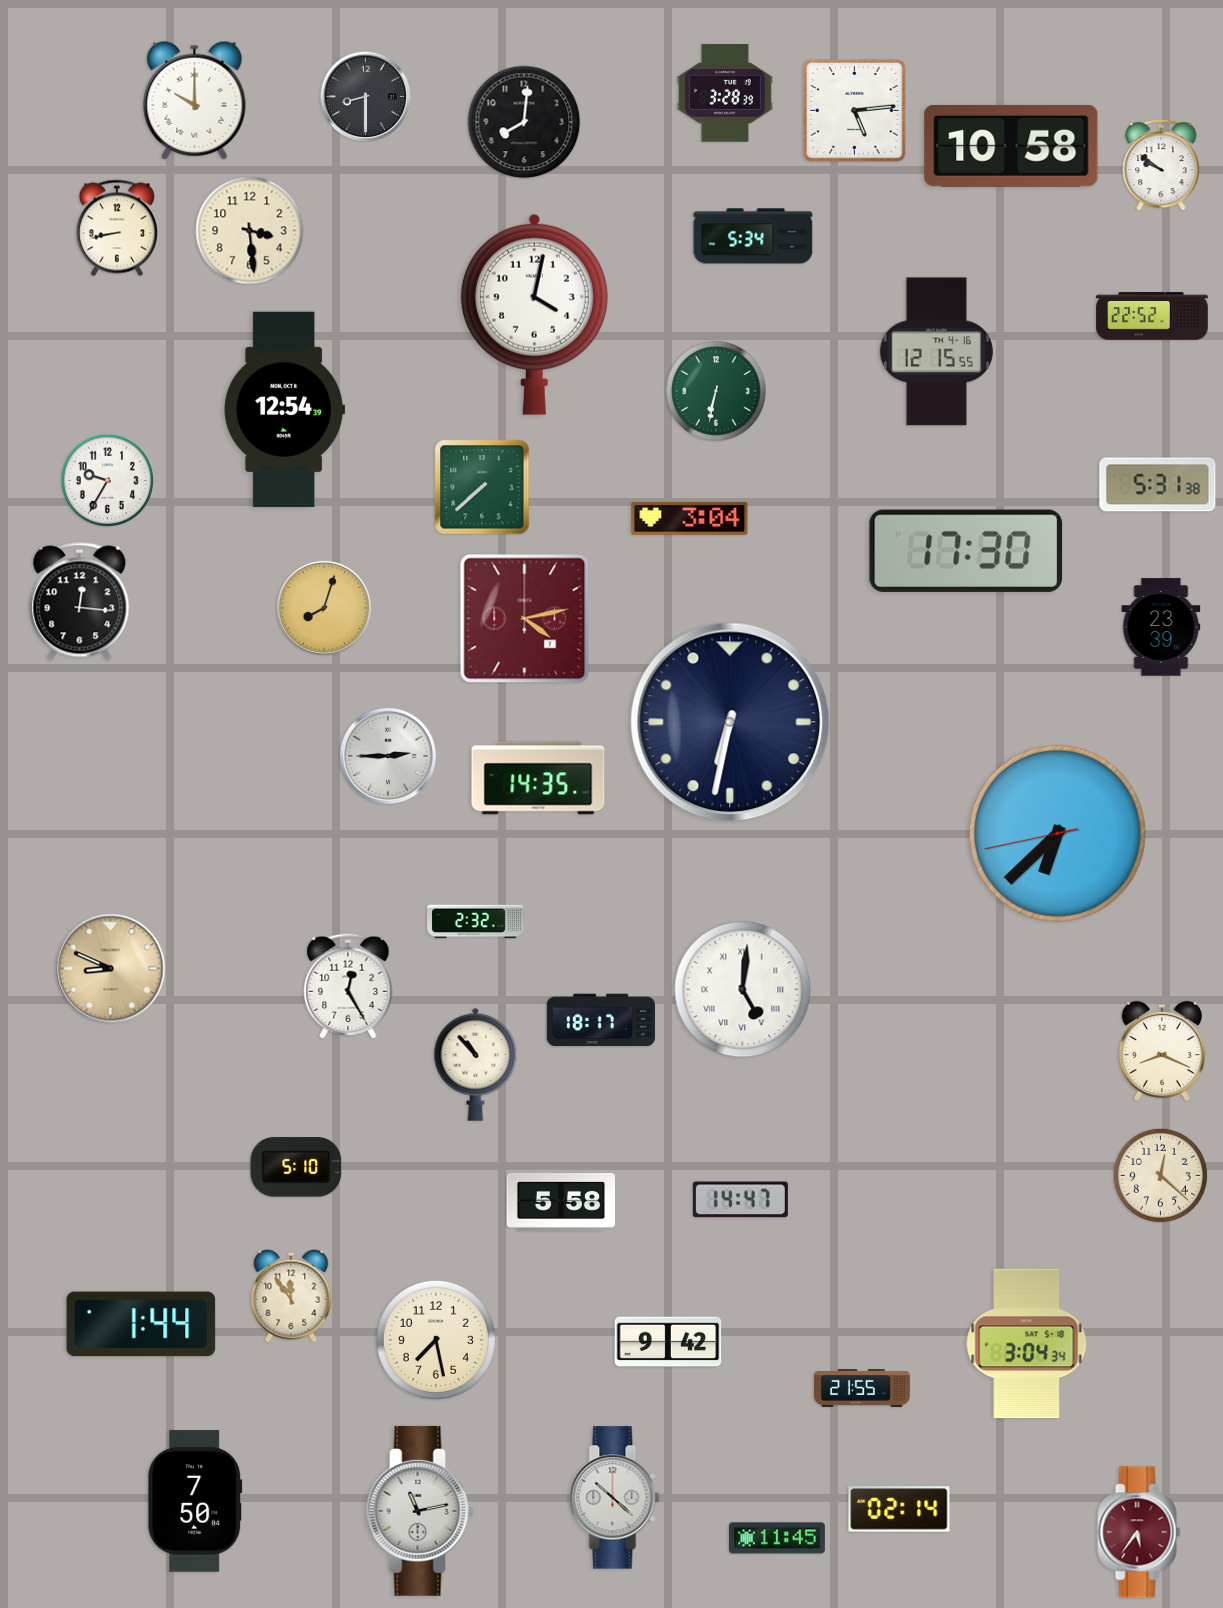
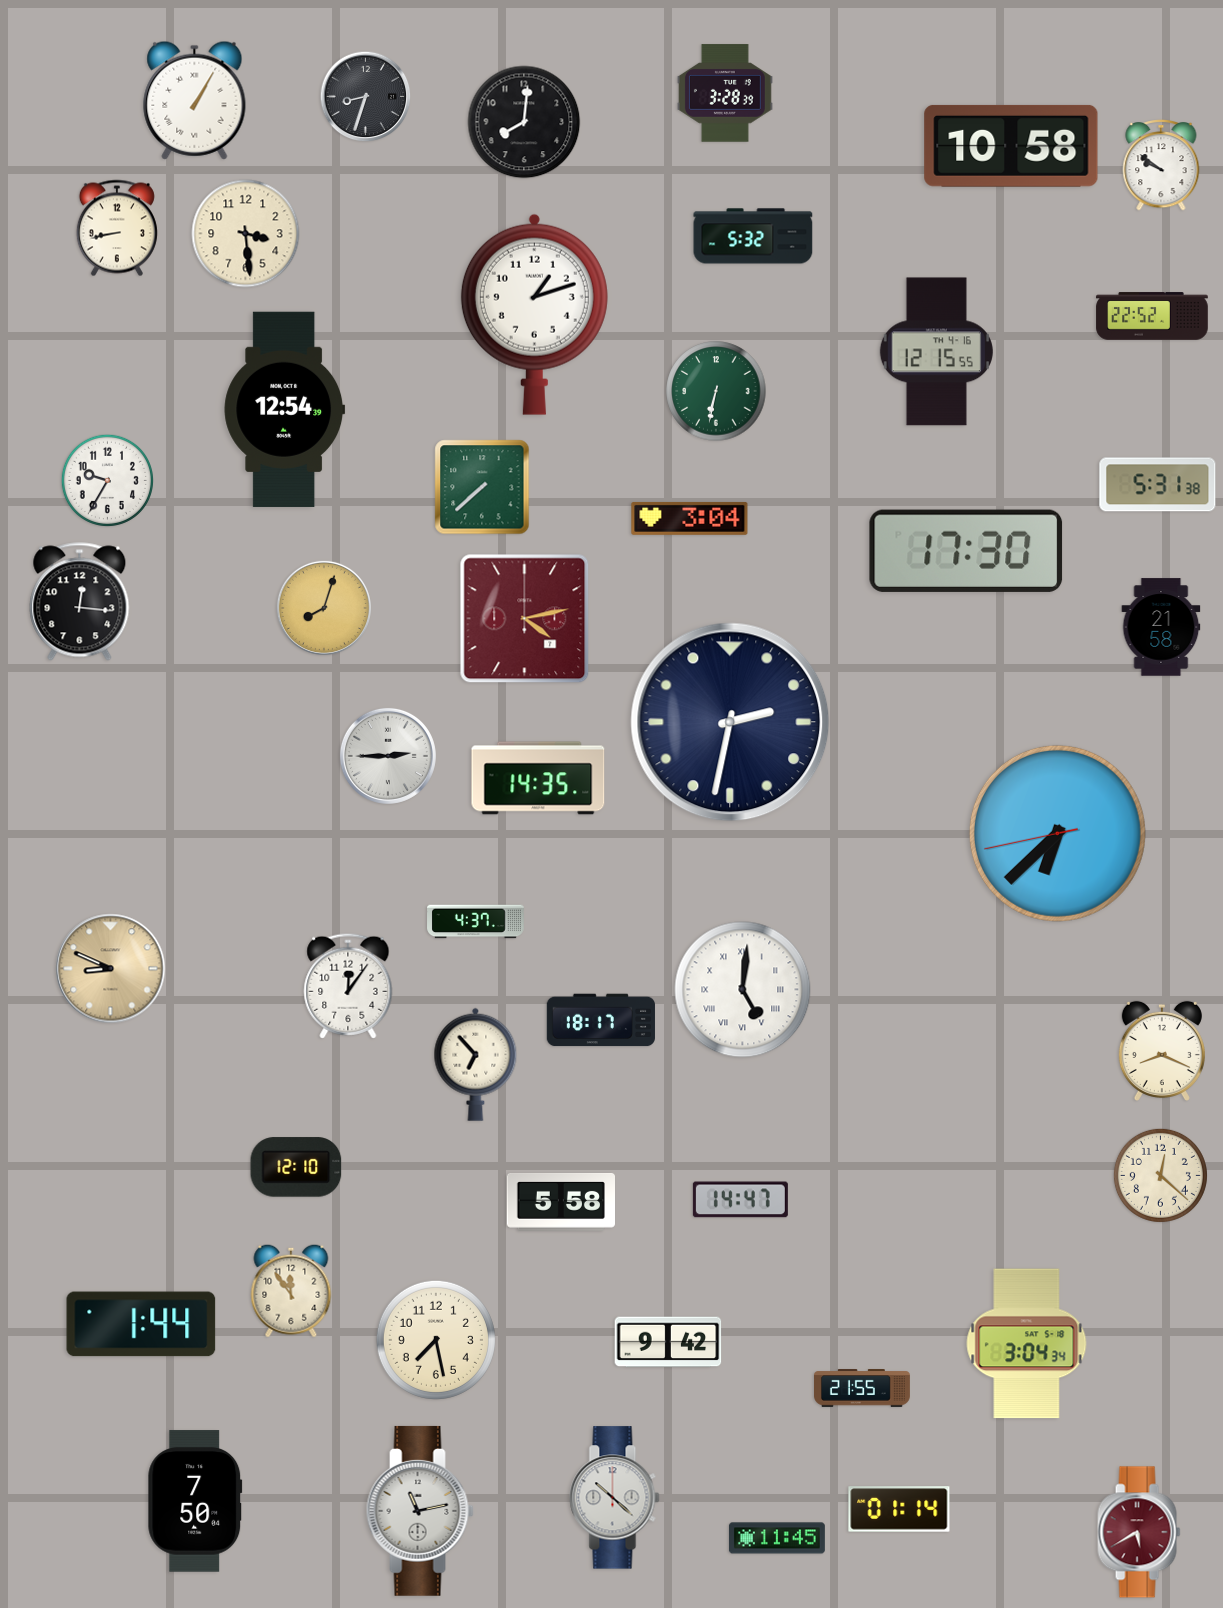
clock at (366, 97): 8:30 -> 8:33
clock at (195, 100): 10:00 -> 1:05
clock at (854, 110): 5:14 -> none
clock at (250, 231) position: (250, 231) -> (246, 234)
clock at (753, 236): 5:34 -> 5:32
clock at (534, 314): 4:02 -> 1:12
clock at (1161, 627): 23:39 -> 21:58
clock at (730, 722): 6:32 -> 2:32
clock at (476, 922): 2:32 -> 4:37
clock at (348, 986): 12:25 -> 12:06
clock at (476, 1064): 10:53 -> 6:53
clock at (296, 1167): 5:10 -> 12:10
clock at (291, 1296) position: (291, 1296) -> (291, 1291)
clock at (899, 1509): 02:14 -> 01:14
clock at (1139, 1532): 5:36 -> 5:40
